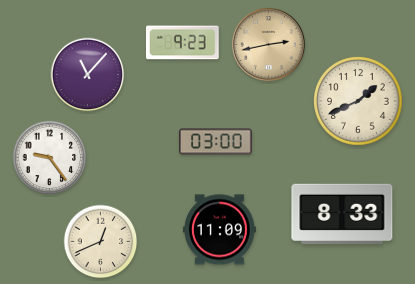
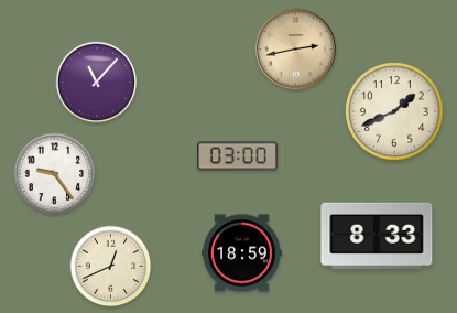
clock at (182, 43): 9:23 -> none
clock at (220, 230): 11:09 -> 18:59
